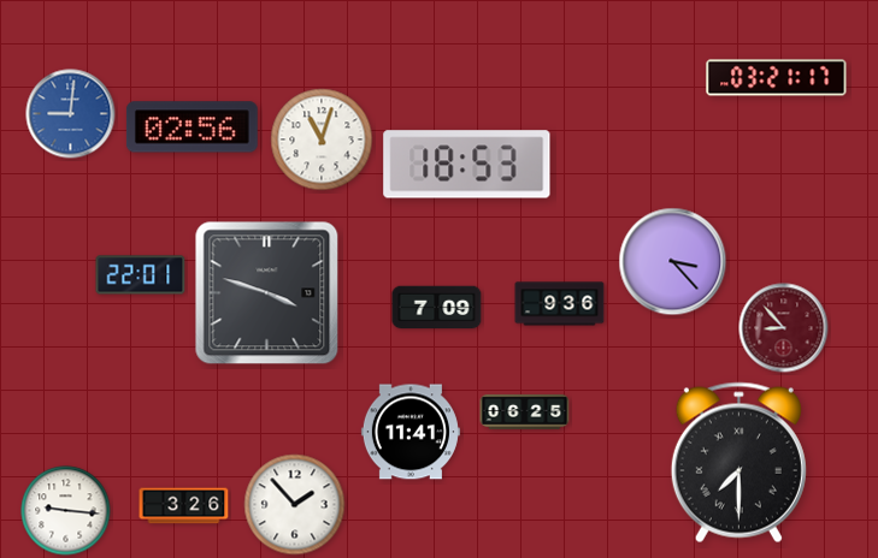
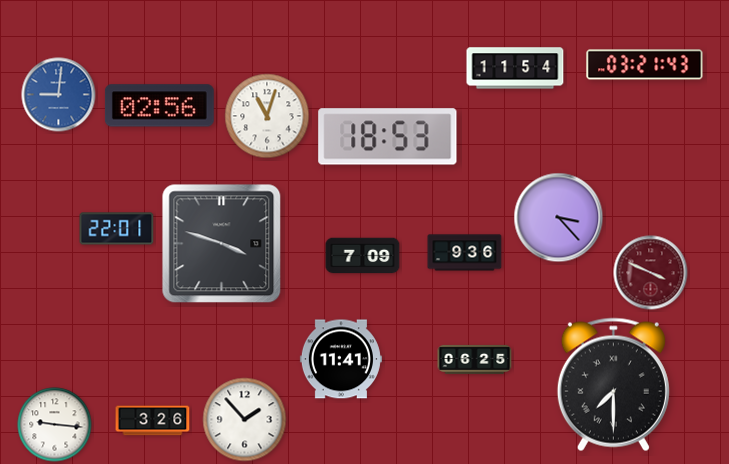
clock at (777, 78): 03:21:17 -> 03:21:43
clock at (515, 68): none -> 11:54
clock at (784, 328): 8:53 -> 3:49
clock at (525, 411) position: (525, 411) -> (475, 359)
